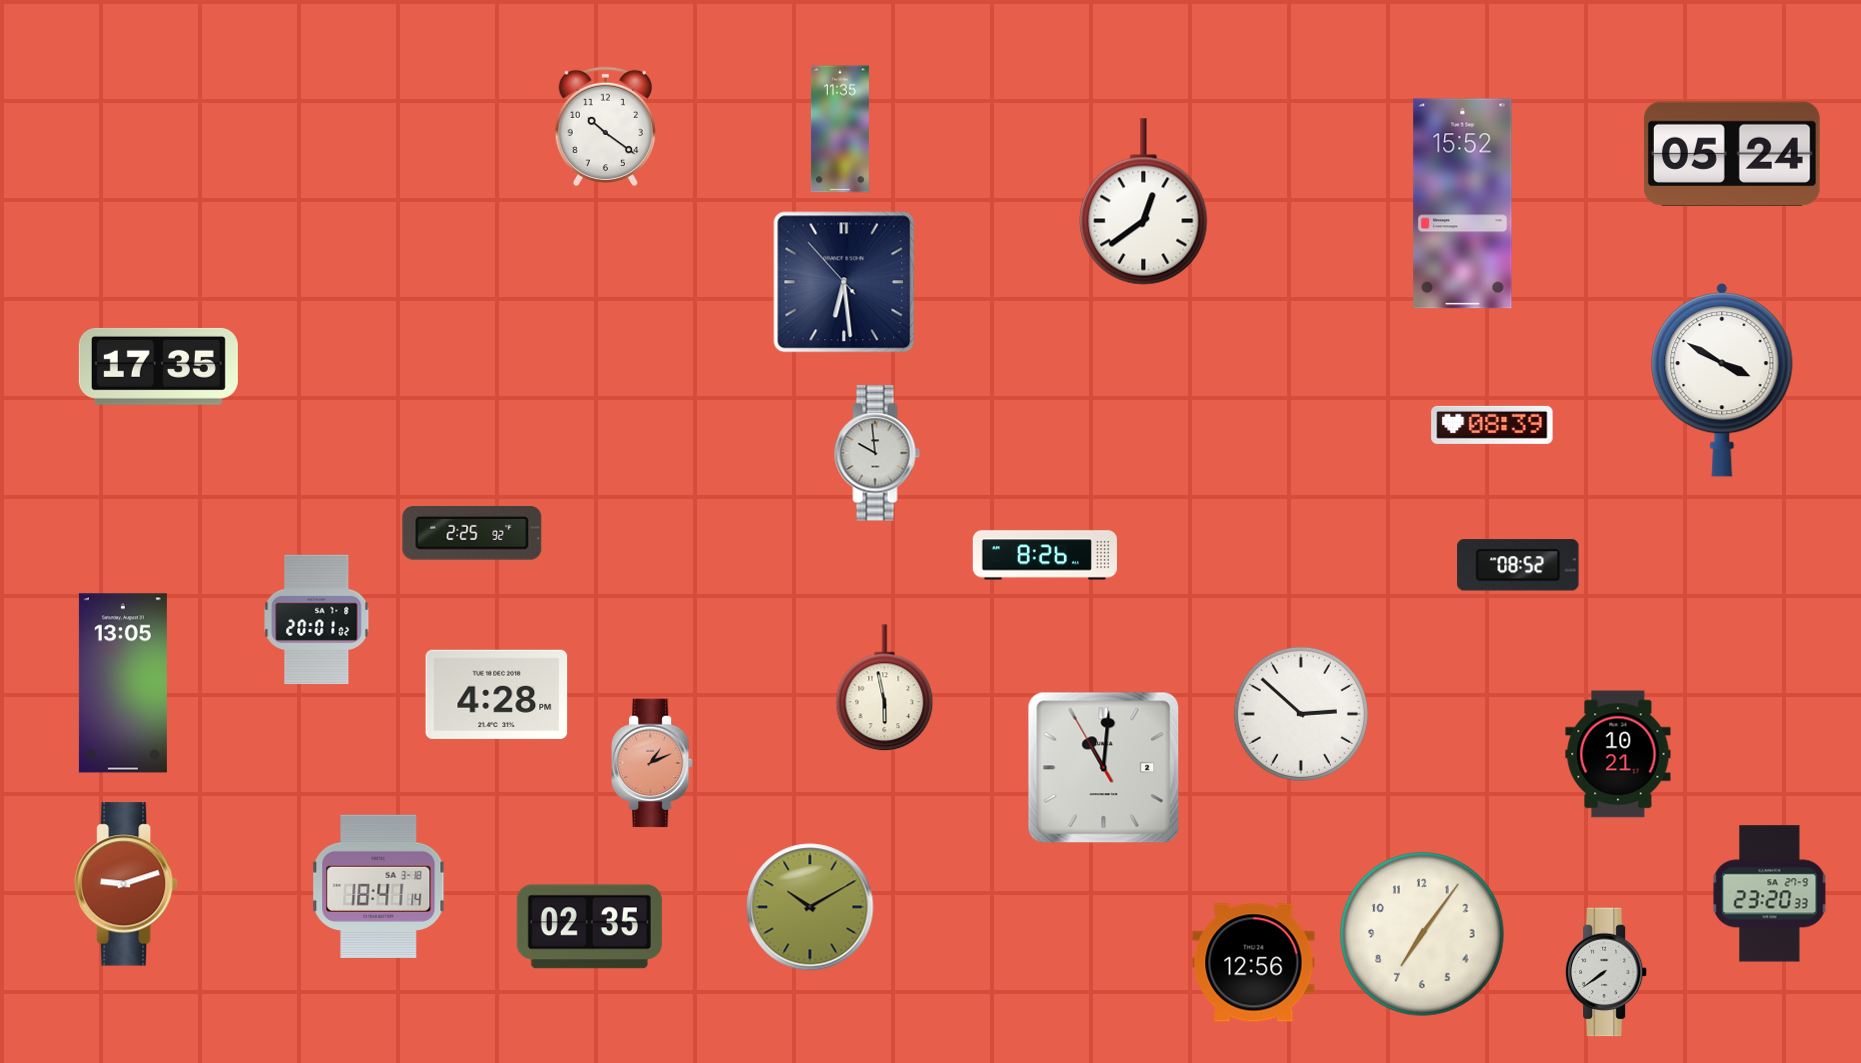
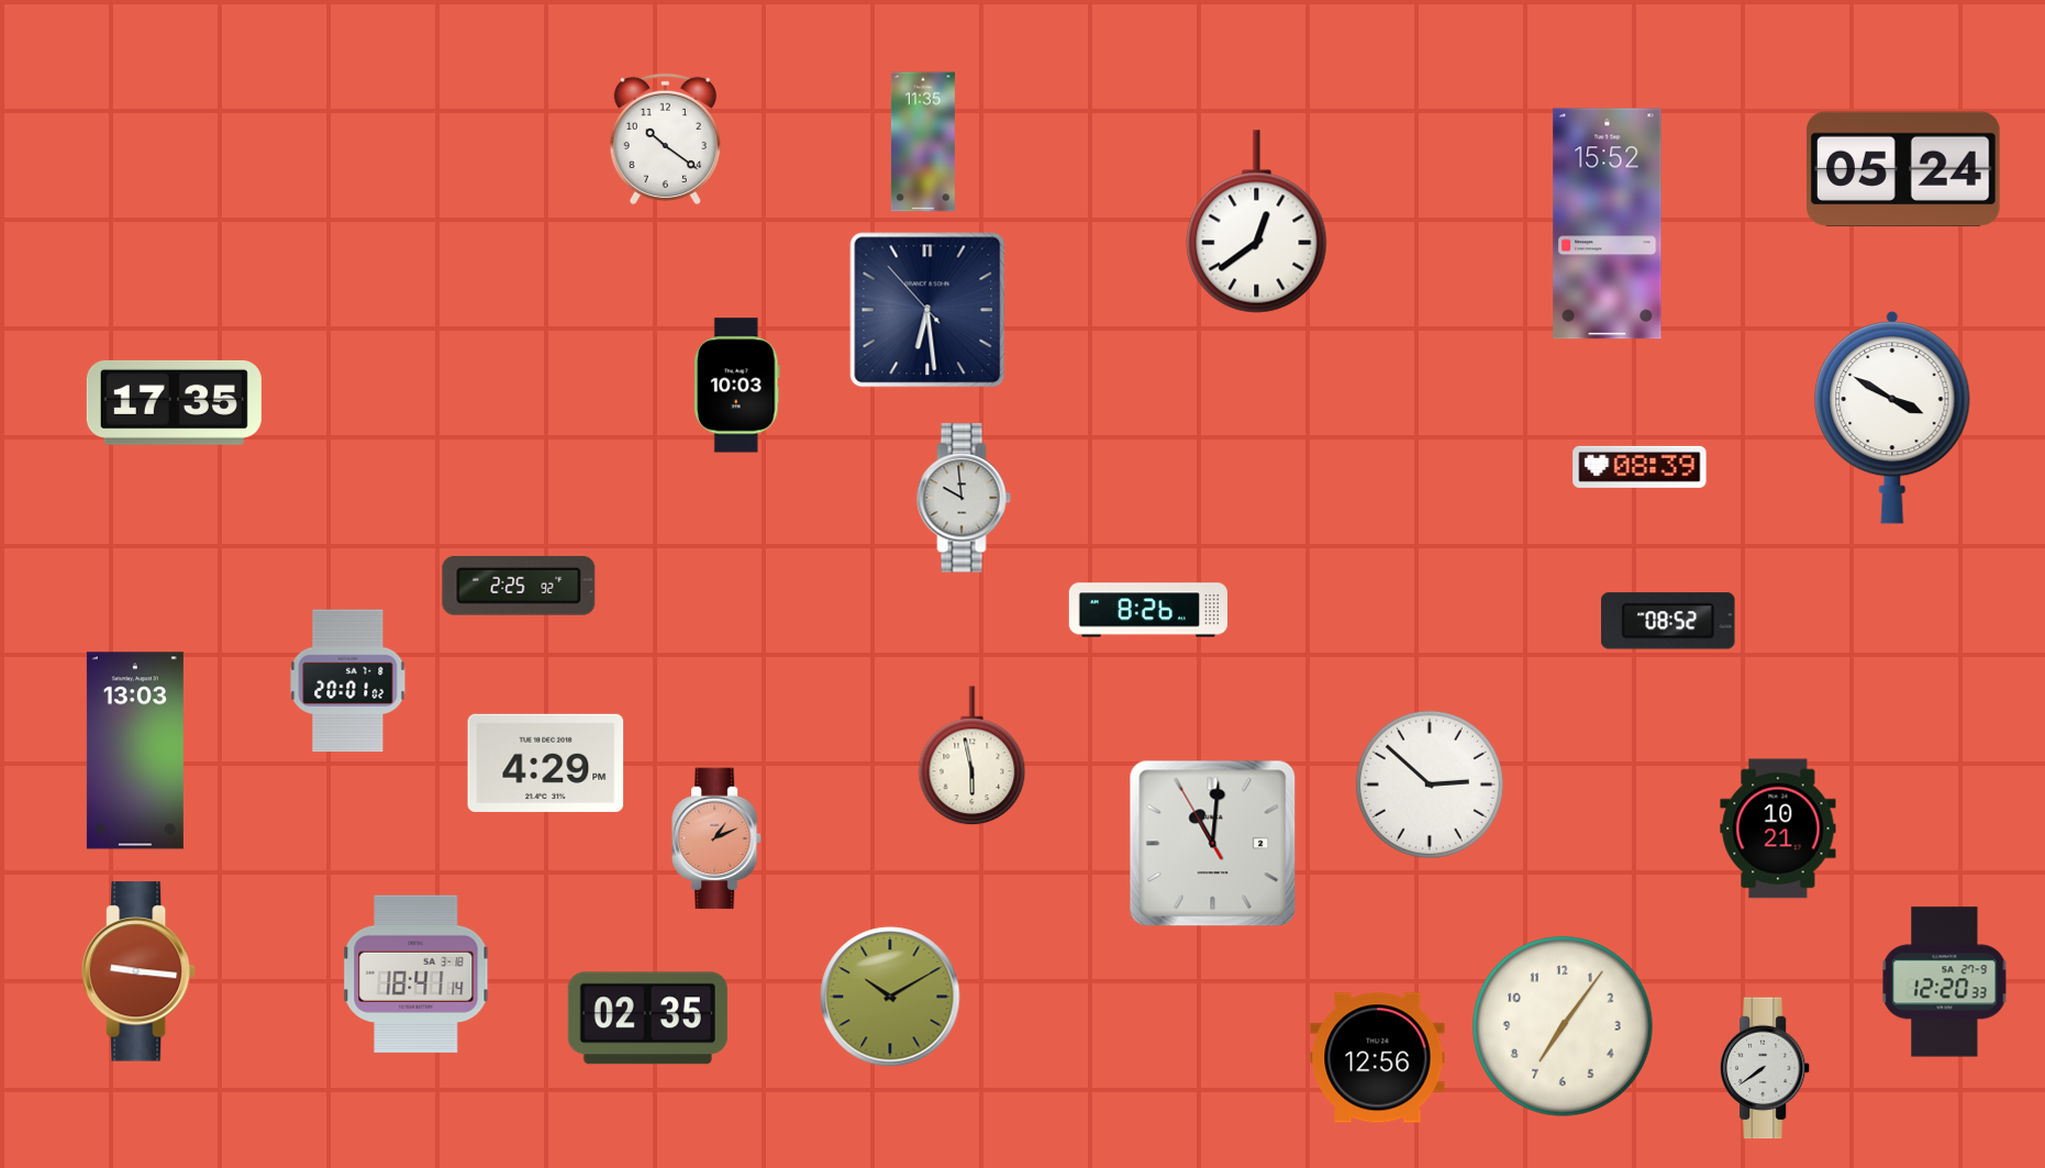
clock at (736, 386): none -> 10:03
clock at (123, 683): 13:05 -> 13:03
clock at (497, 694): 4:28 -> 4:29
clock at (126, 884): 9:12 -> 9:16
clock at (1770, 894): 23:20 -> 12:20
